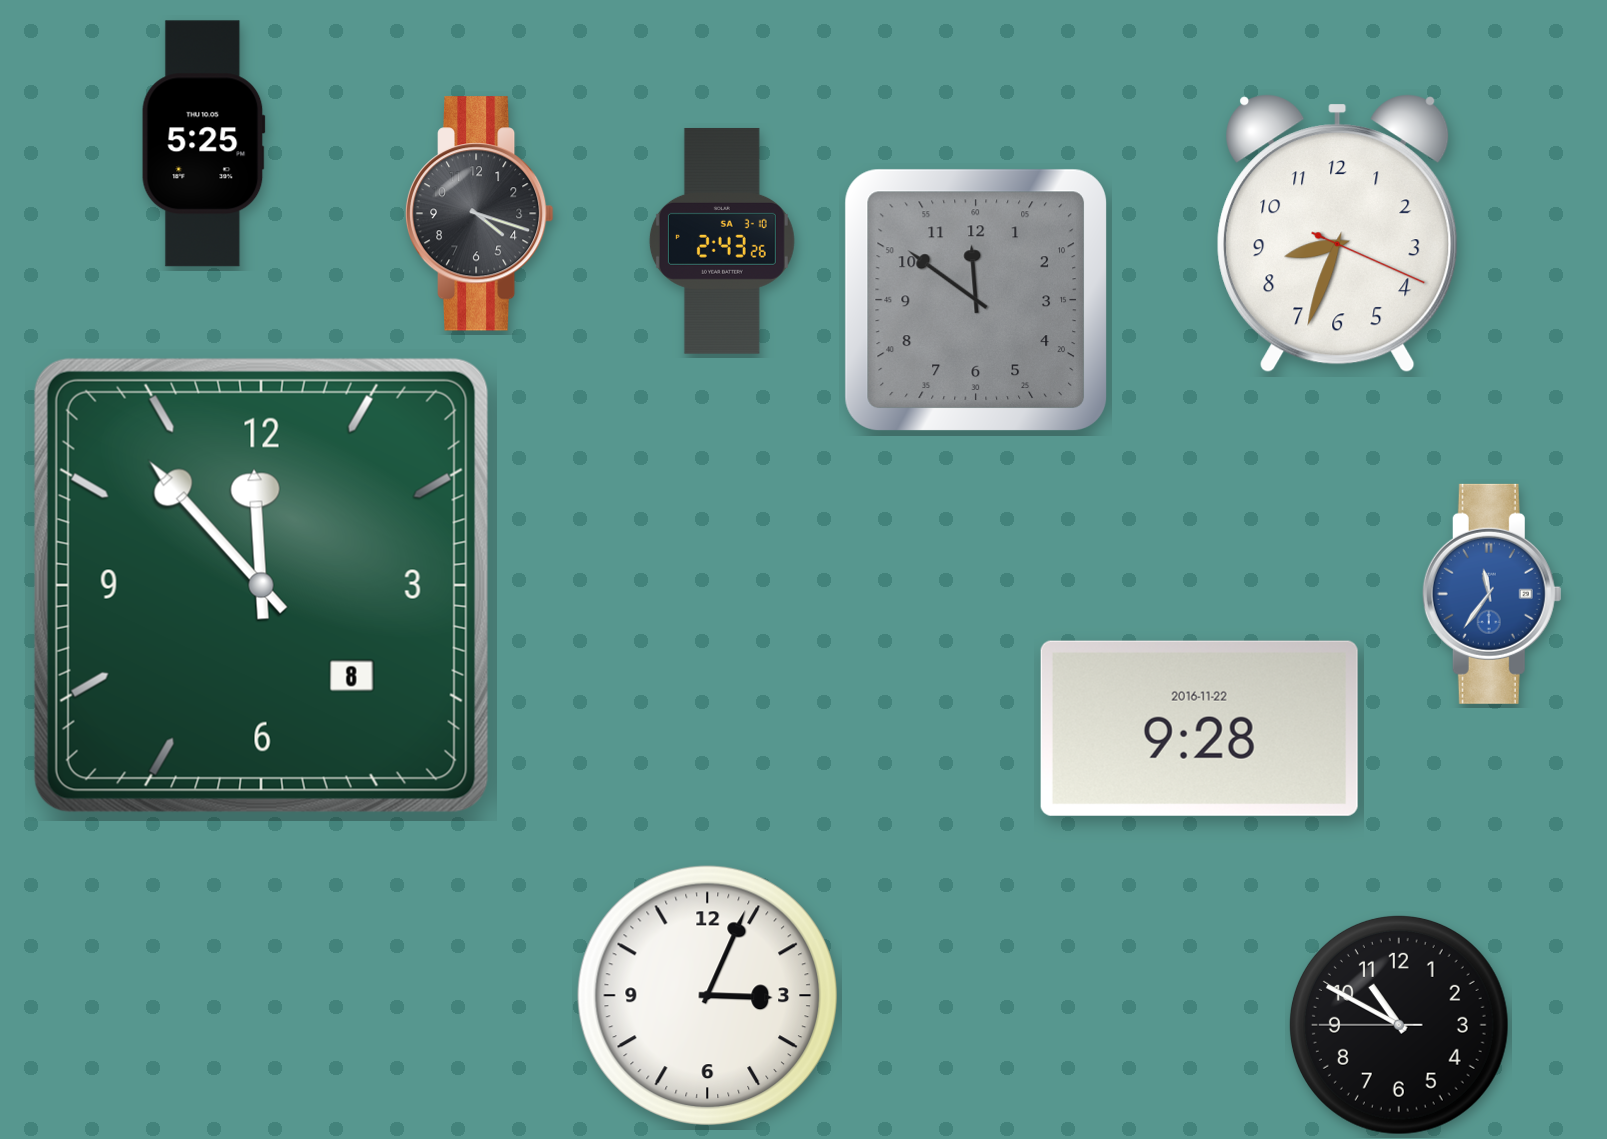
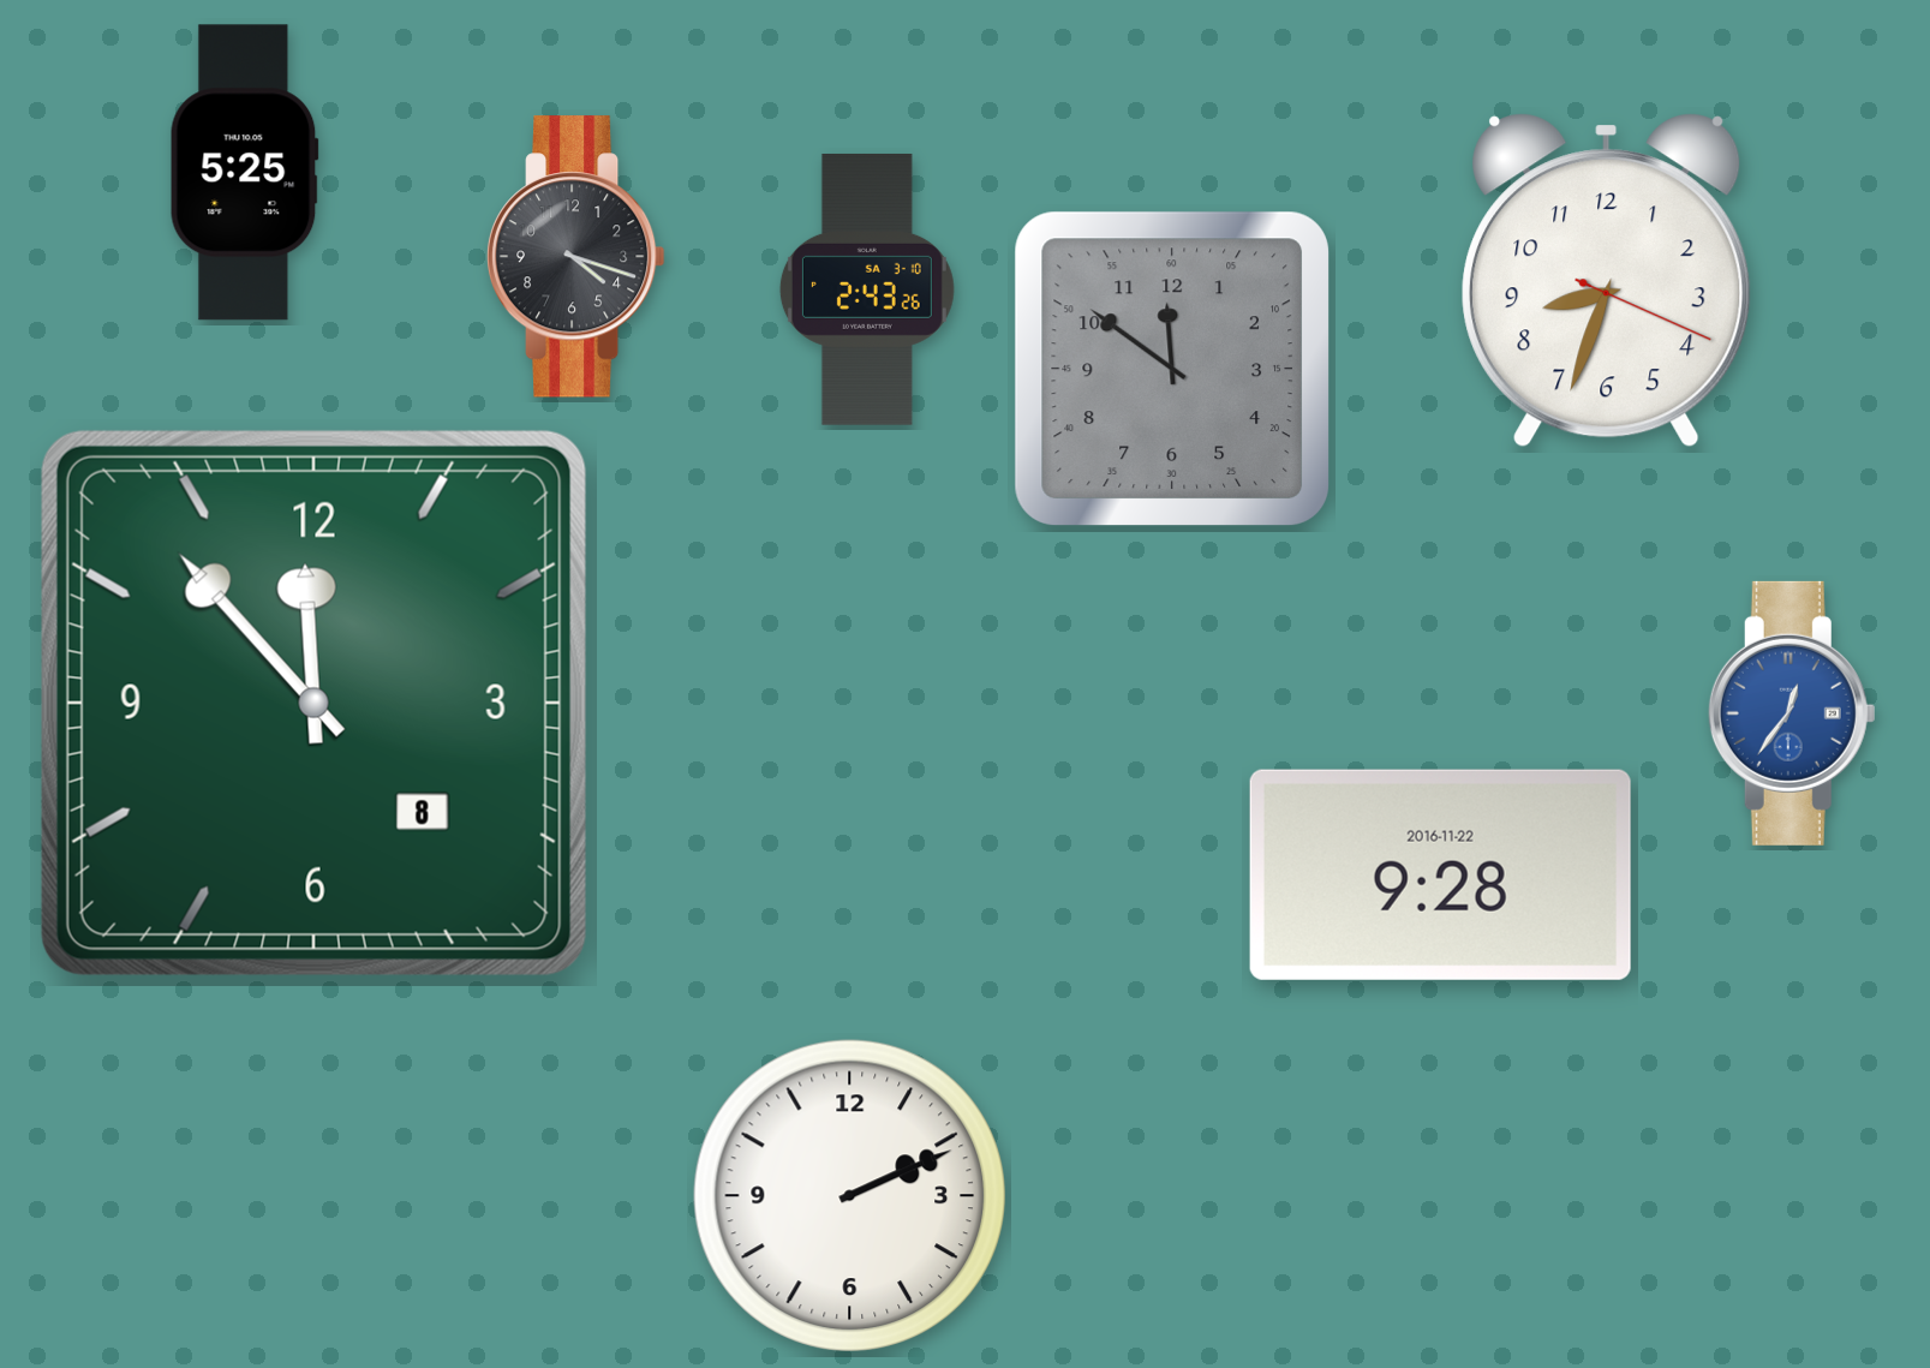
clock at (976, 300) position: (976, 300) -> (1172, 369)
clock at (1492, 594): 11:36 -> 12:36
clock at (707, 995): 3:04 -> 2:11
clock at (1399, 1025): 10:49 -> none
